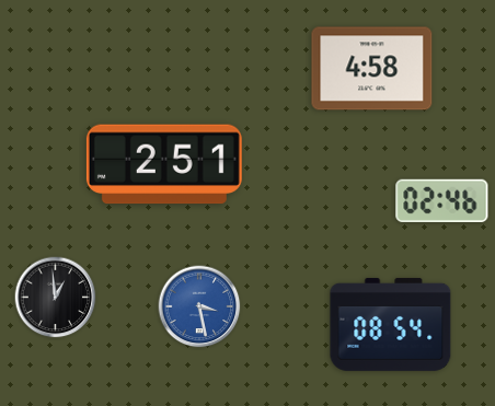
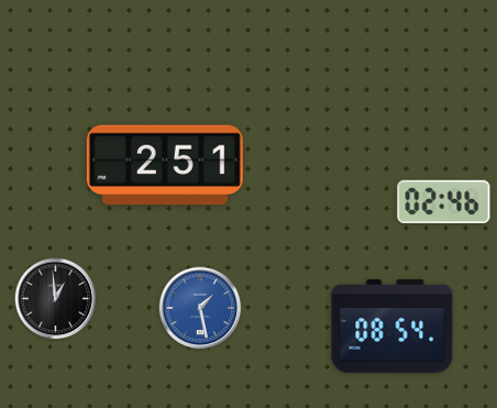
clock at (372, 69): 4:58 -> none
clock at (199, 306): 3:28 -> 1:28
